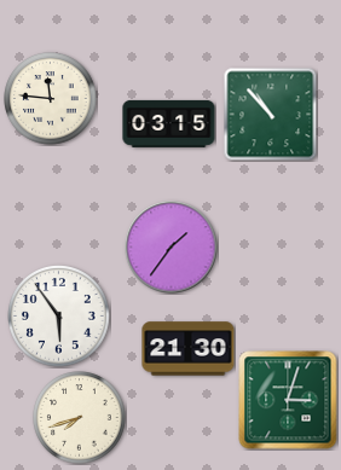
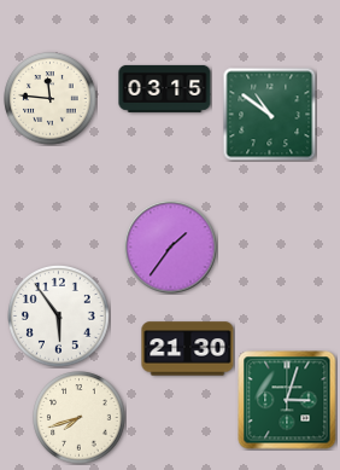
clock at (270, 114): 10:53 -> 10:51
clock at (169, 123) position: (169, 123) -> (165, 88)
